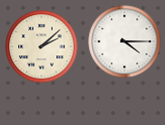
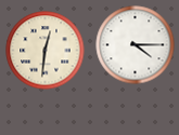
clock at (42, 47): 2:08 -> 12:31
